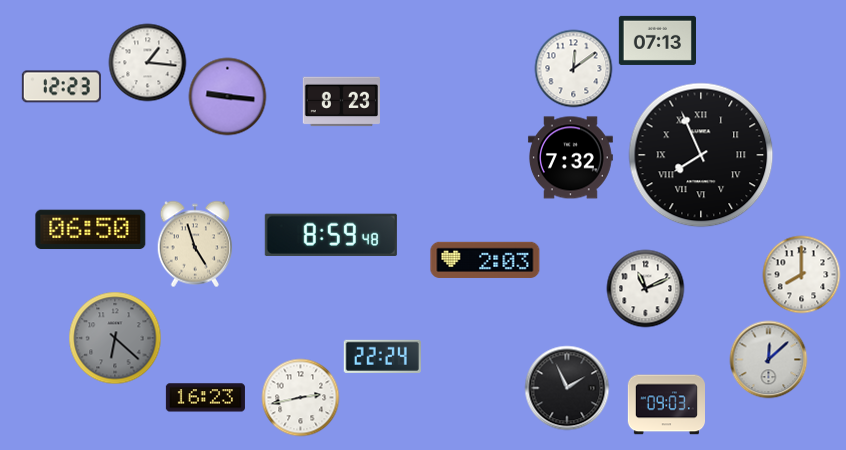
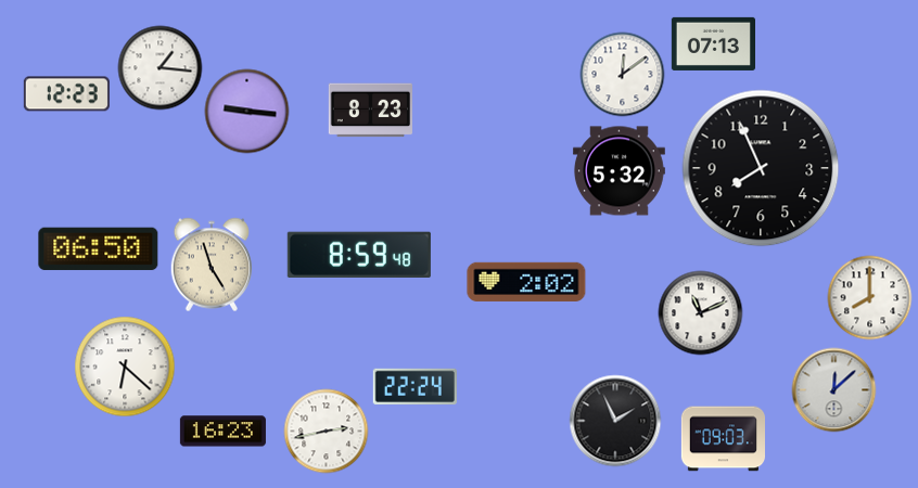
clock at (227, 96) position: (227, 96) -> (246, 111)
clock at (701, 155) numerals: Roman -> Arabic
clock at (570, 158): 7:32 -> 5:32
clock at (485, 260): 2:03 -> 2:02
clock at (115, 338) dial: grey -> white
